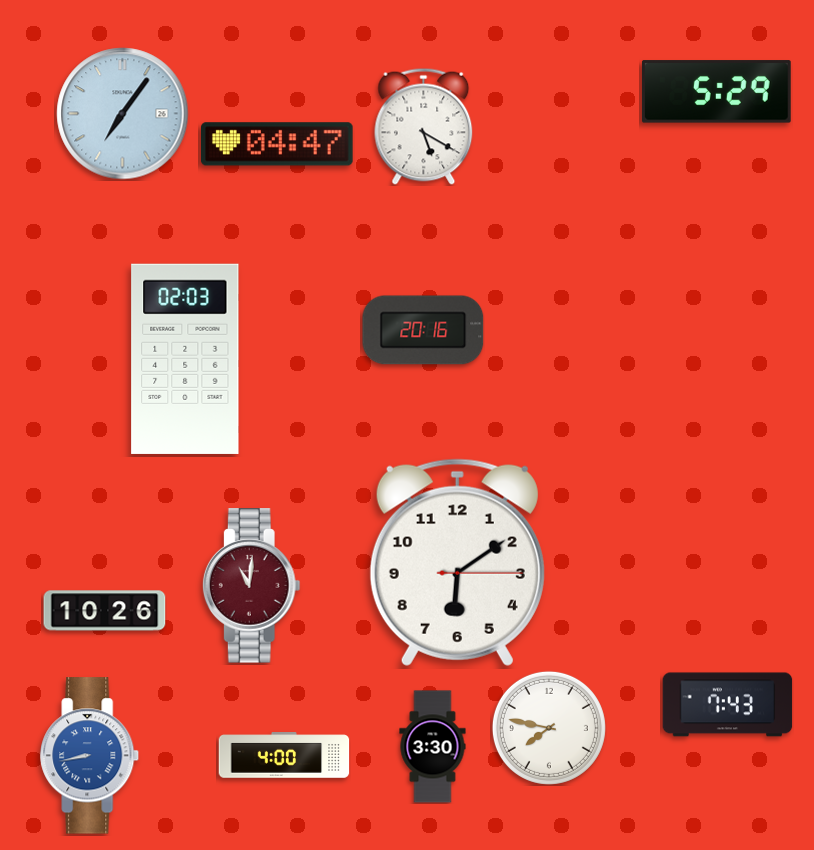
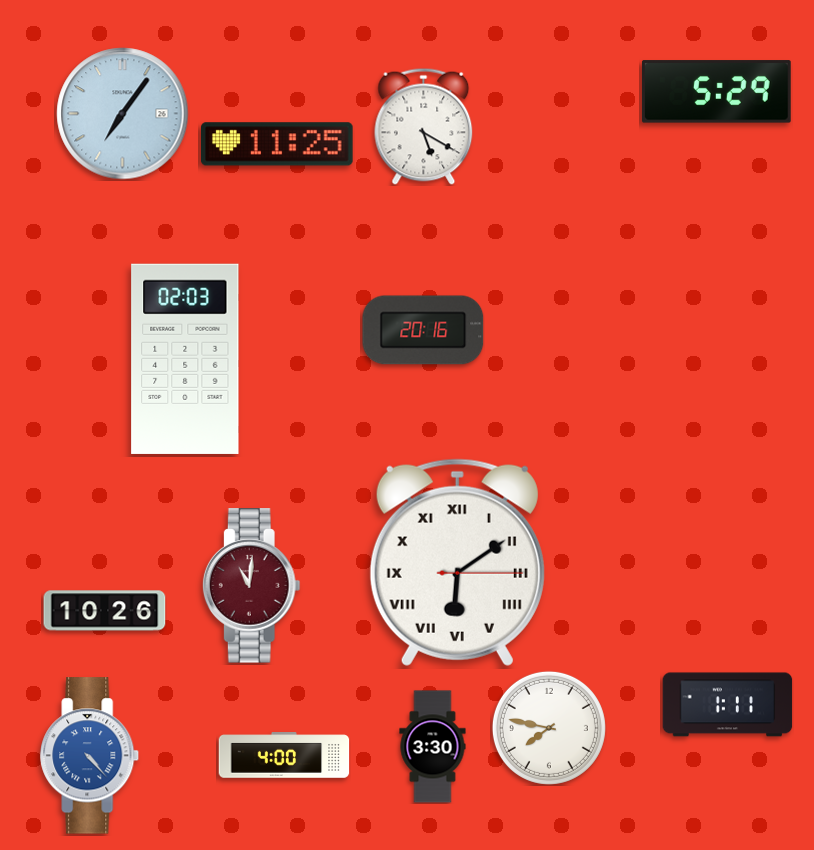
clock at (278, 144): 04:47 -> 11:25
clock at (457, 562) numerals: Arabic -> Roman
clock at (728, 705): 7:43 -> 1:11
clock at (90, 756): 8:43 -> 4:23
